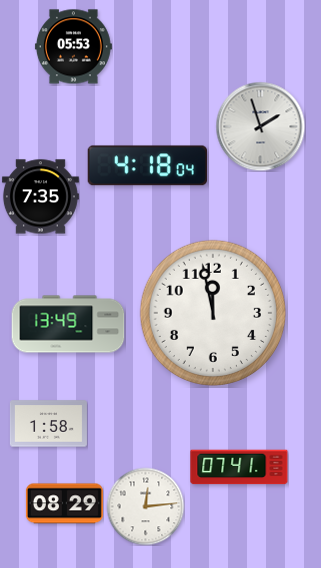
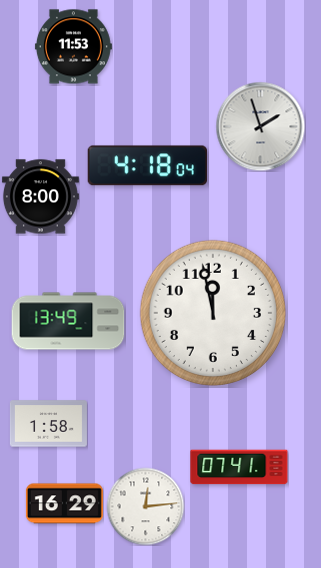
clock at (73, 47): 05:53 -> 11:53
clock at (40, 197): 7:35 -> 8:00
clock at (68, 324) position: (68, 324) -> (68, 321)
clock at (64, 504): 08:29 -> 16:29
